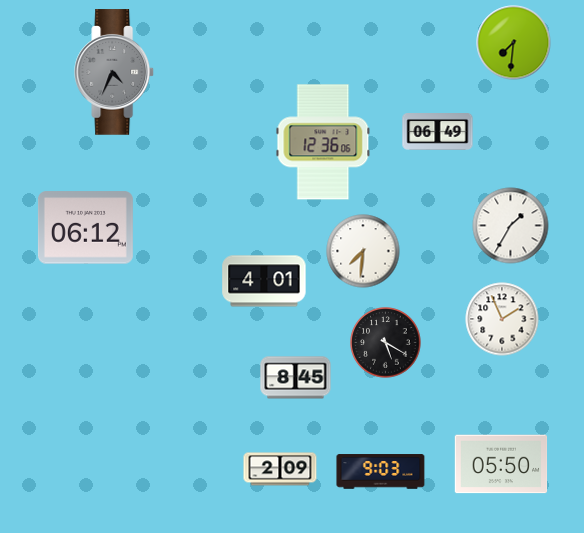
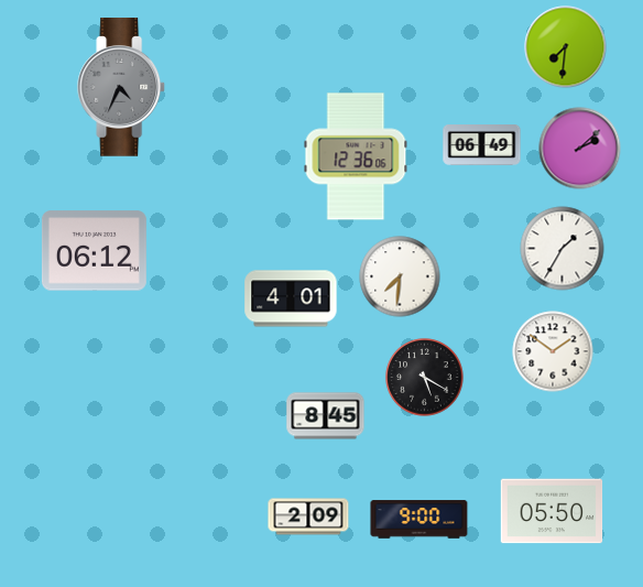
clock at (115, 72) position: (115, 72) -> (122, 87)
clock at (580, 149): none -> 2:08
clock at (264, 281) position: (264, 281) -> (291, 298)
clock at (502, 319): 1:56 -> 1:51
clock at (381, 472): 9:03 -> 9:00
